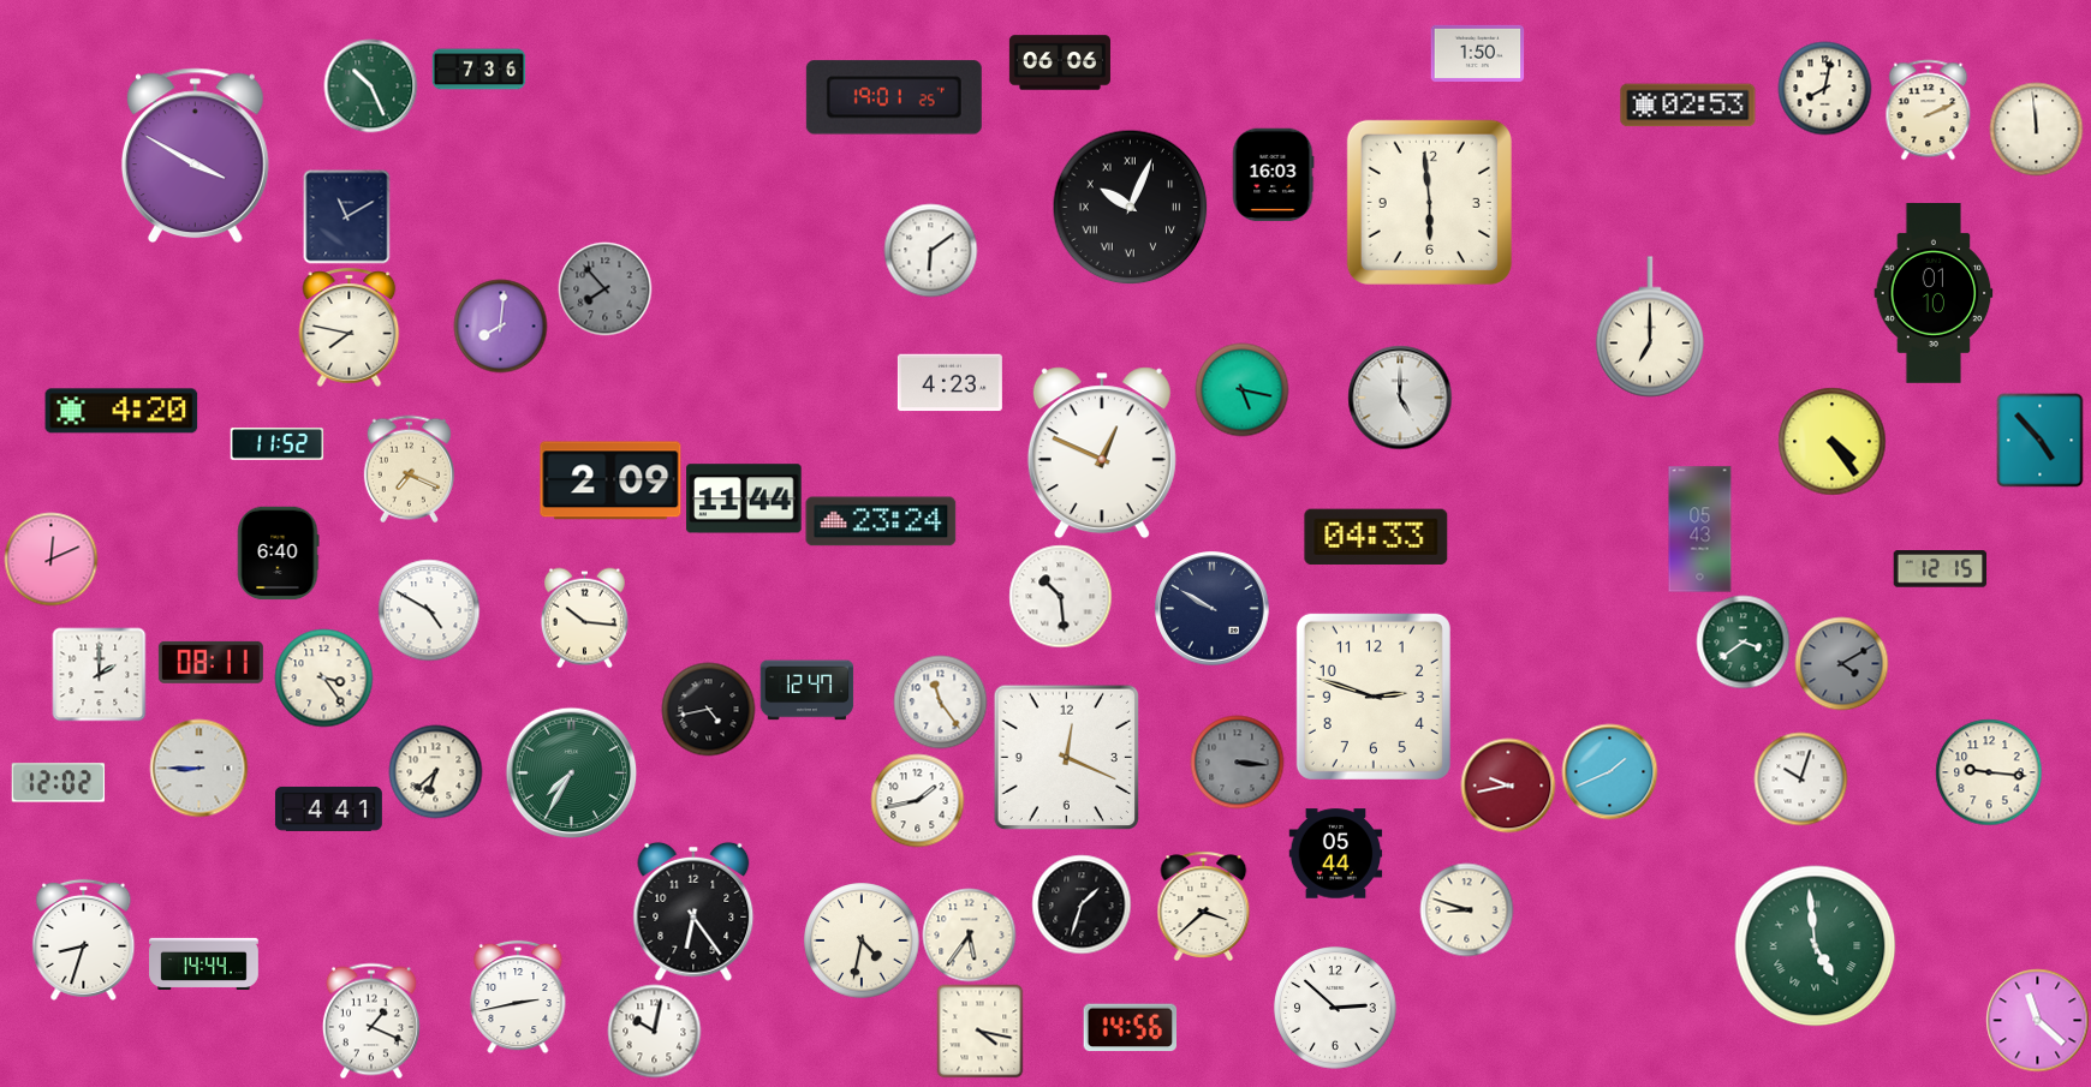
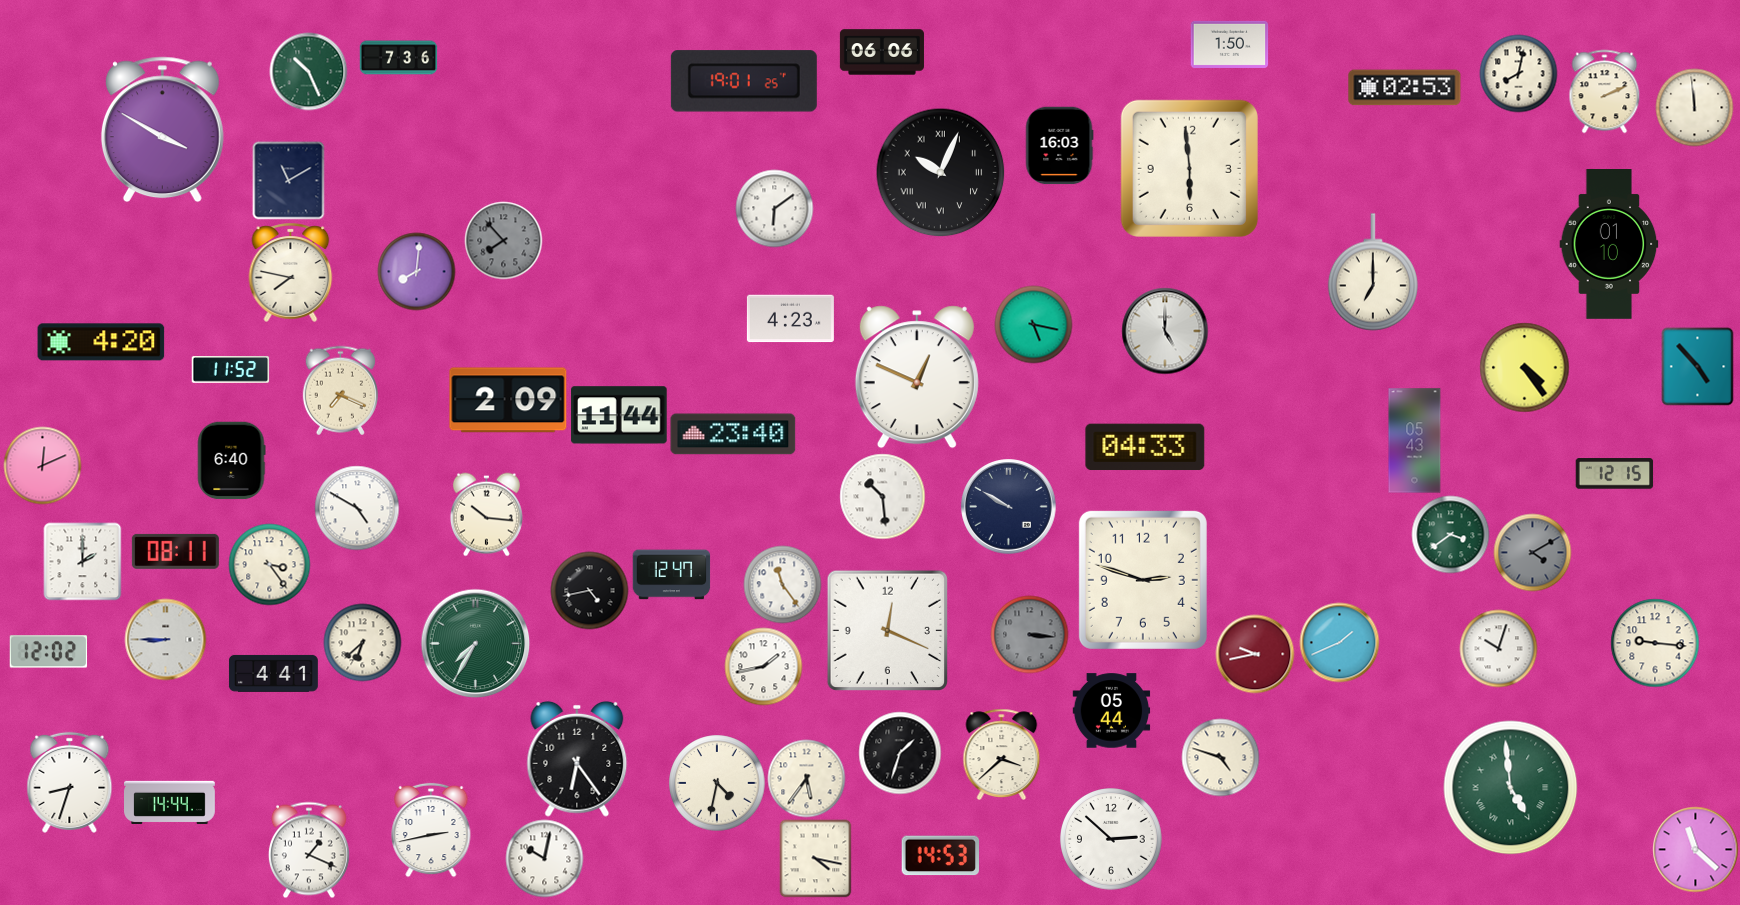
clock at (881, 521): 23:24 -> 23:40
clock at (1466, 909): 8:48 -> 4:48
clock at (1130, 1028): 14:56 -> 14:53
